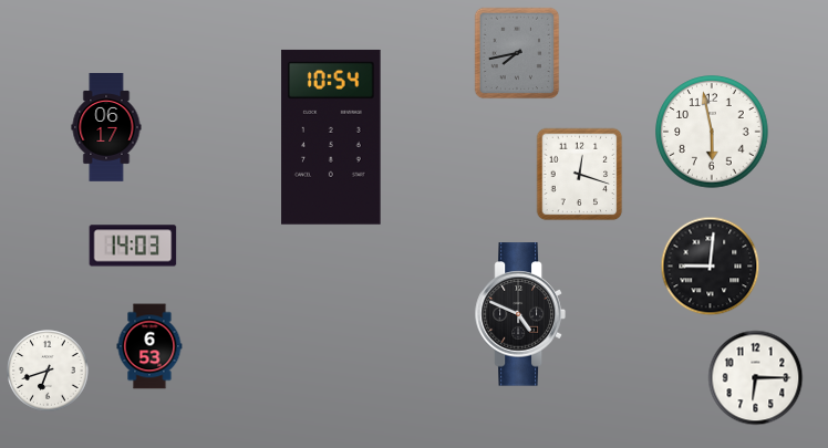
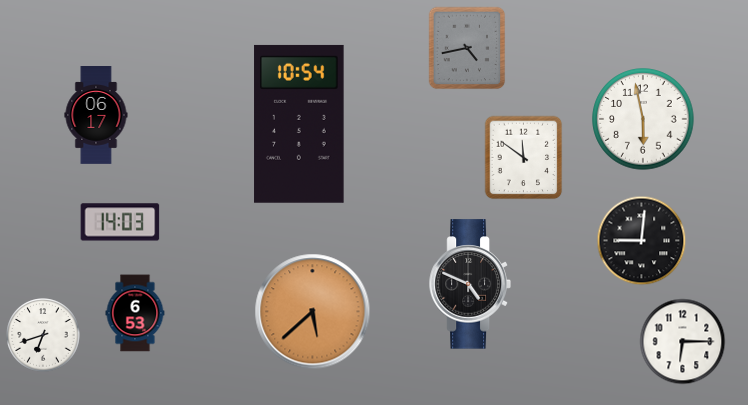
clock at (517, 53): 7:43 -> 4:43
clock at (580, 175): 12:18 -> 11:51
clock at (313, 312): none -> 5:38
